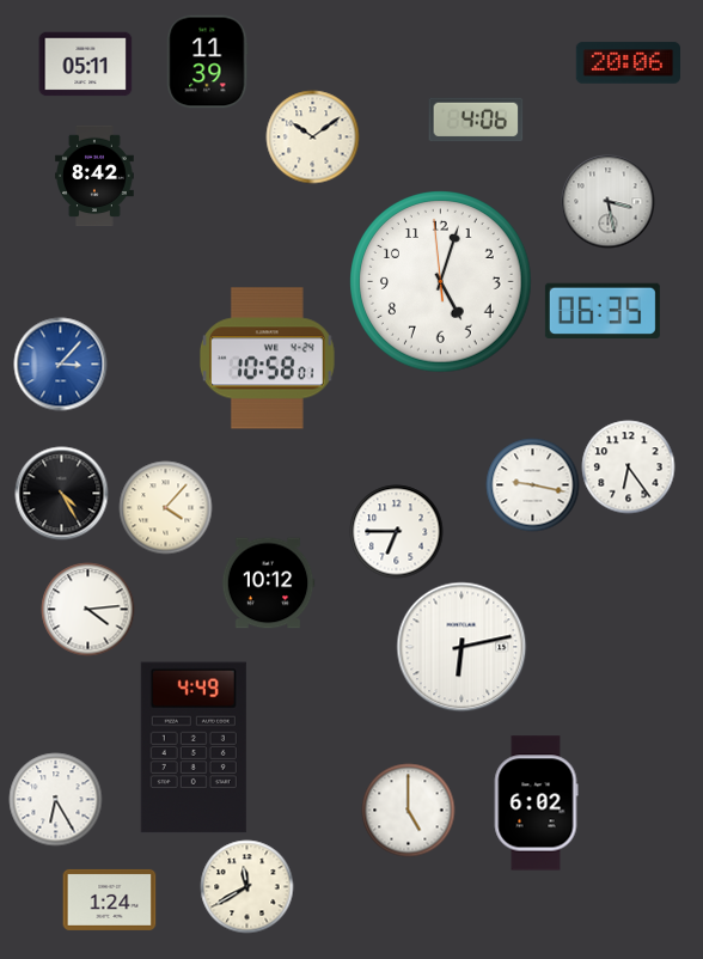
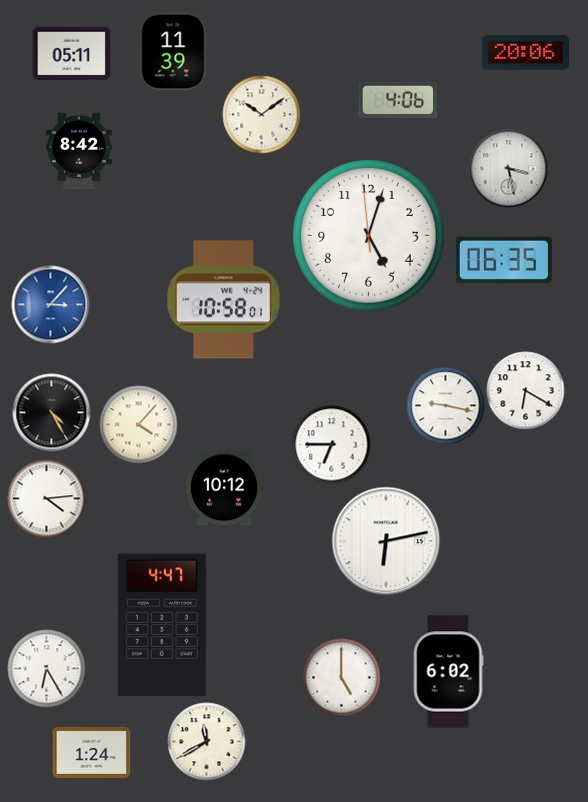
clock at (628, 466): 6:24 -> 6:20
clock at (87, 609) position: (87, 609) -> (46, 498)
clock at (194, 747): 4:49 -> 4:47
